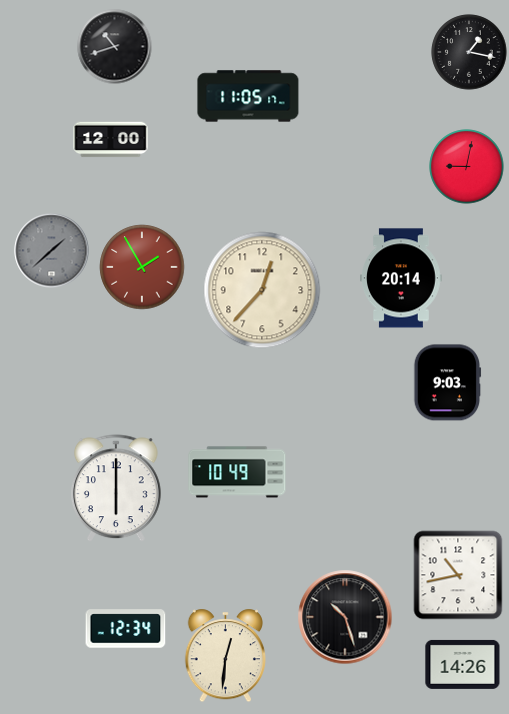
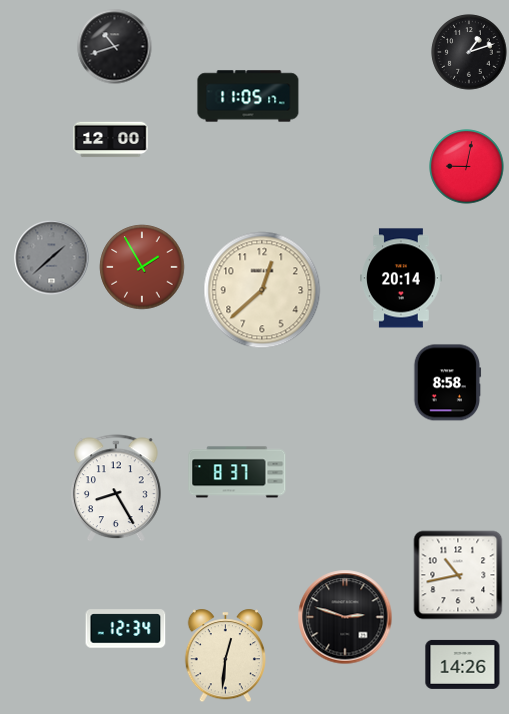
clock at (469, 52): 1:17 -> 1:12
clock at (52, 251) position: (52, 251) -> (52, 258)
clock at (262, 290): 12:37 -> 12:38
clock at (448, 383): 9:03 -> 8:58
clock at (237, 472): 10:49 -> 8:37
clock at (116, 489): 6:00 -> 8:25
clock at (345, 617): 10:27 -> 2:48
